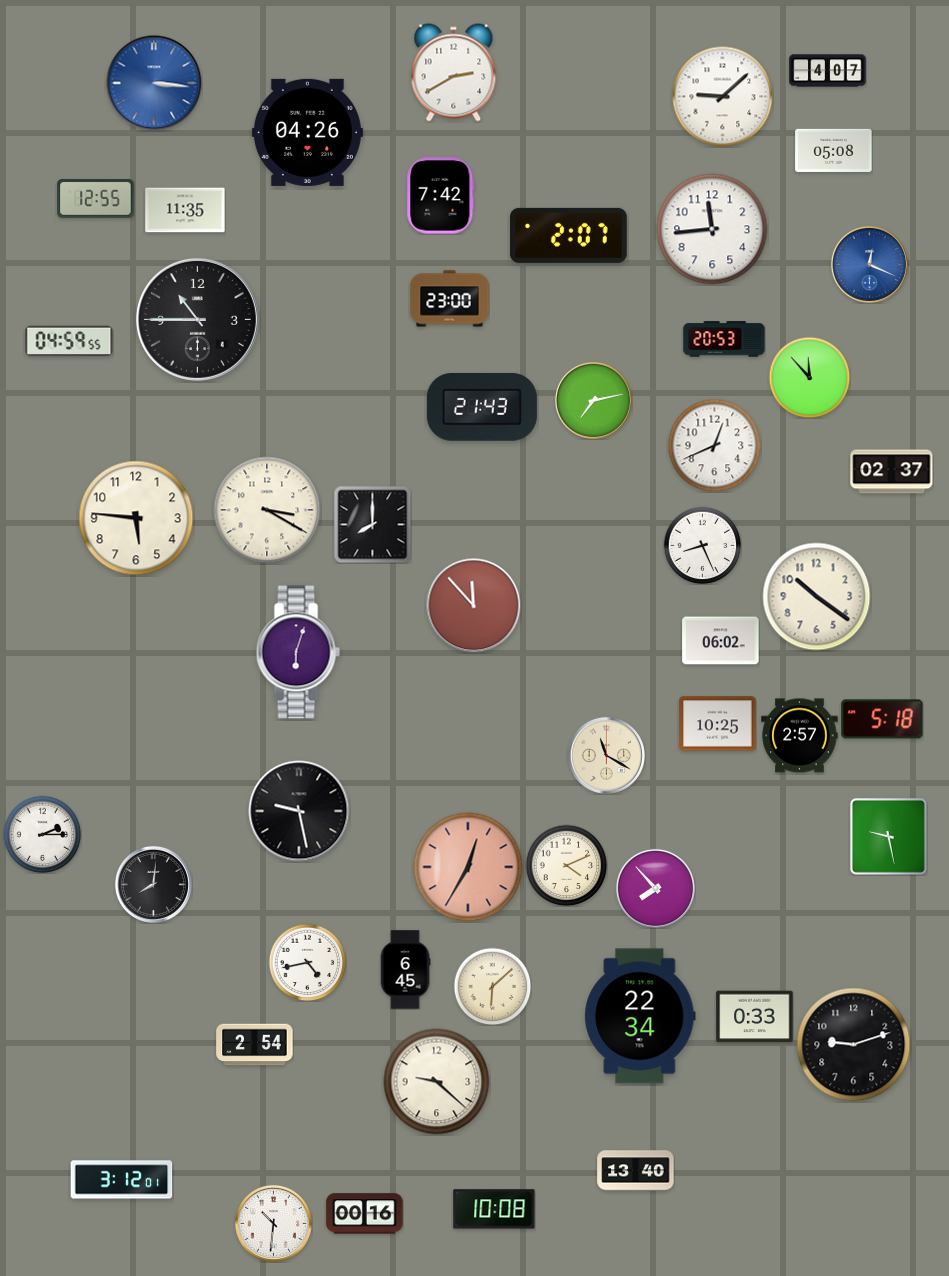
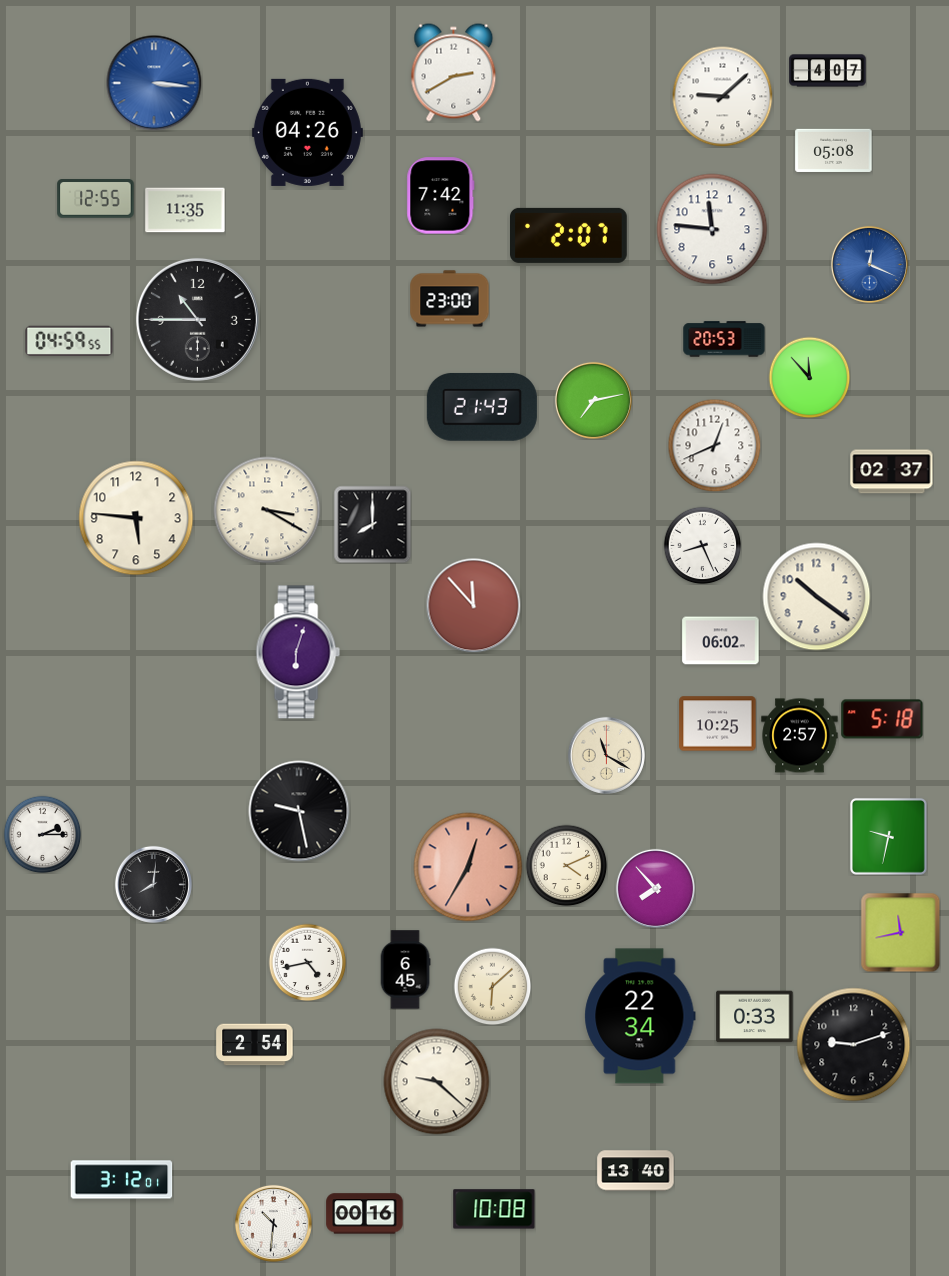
clock at (712, 229): 11:44 -> 11:46
clock at (888, 836): 9:28 -> 9:32
clock at (900, 932): none -> 11:43
